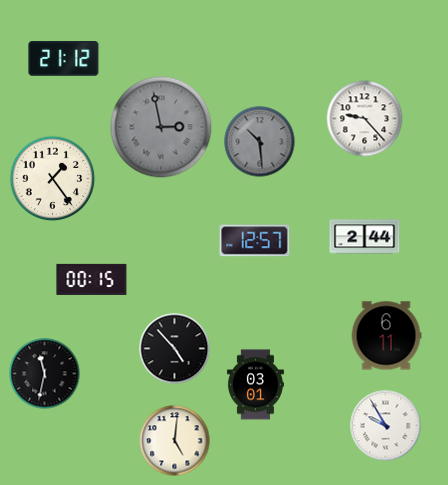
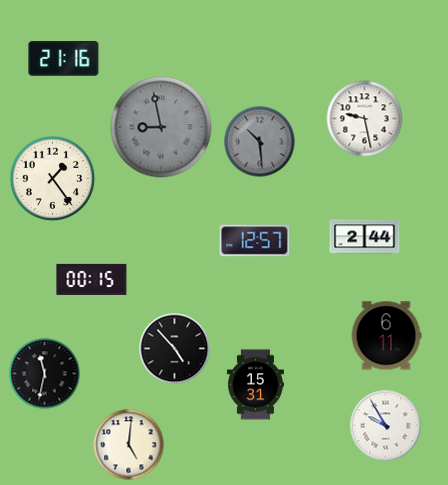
clock at (64, 59): 21:12 -> 21:16
clock at (365, 119): 9:23 -> 9:28
clock at (161, 127): 2:58 -> 8:58
clock at (255, 385): 03:01 -> 15:31
clock at (175, 441) position: (175, 441) -> (129, 445)
